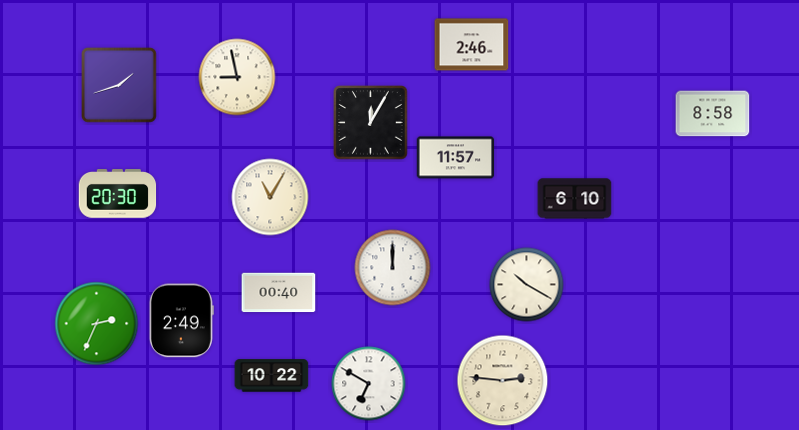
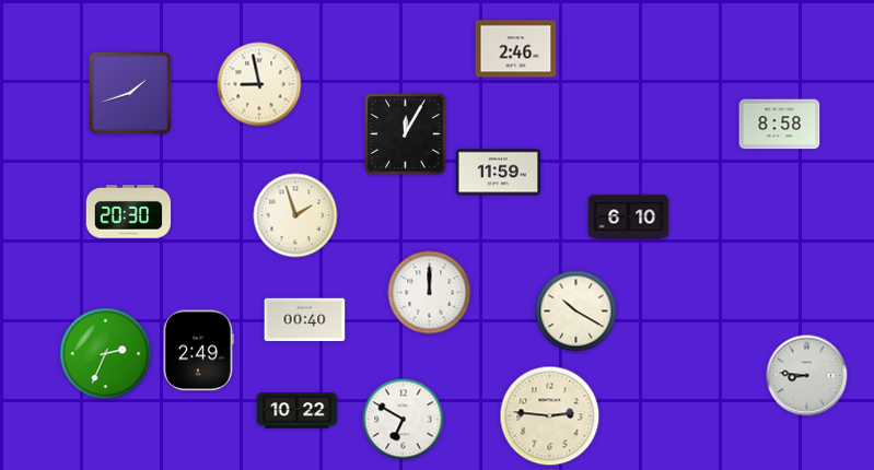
clock at (456, 158): 11:57 -> 11:59
clock at (270, 197): 11:05 -> 1:57
clock at (807, 376): none -> 8:46
